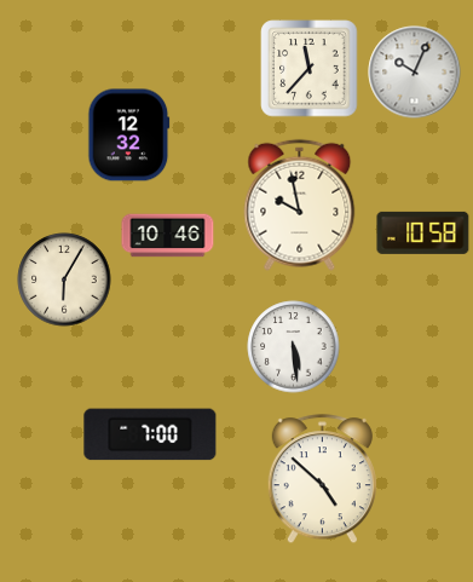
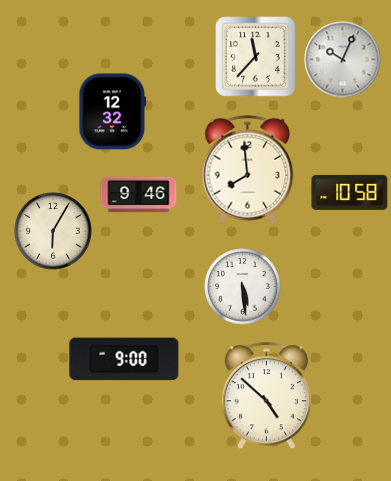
clock at (129, 136) position: (129, 136) -> (113, 112)
clock at (300, 204): 9:58 -> 7:59
clock at (168, 236): 10:46 -> 9:46
clock at (150, 434): 7:00 -> 9:00
